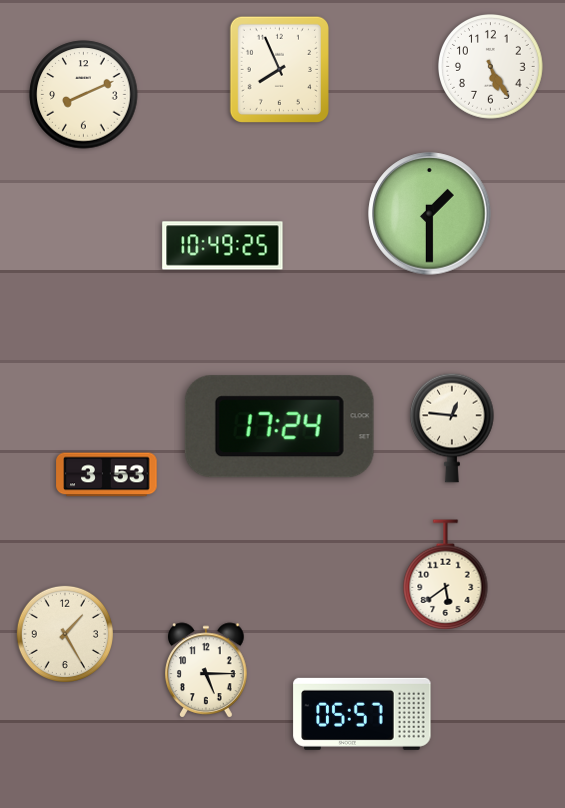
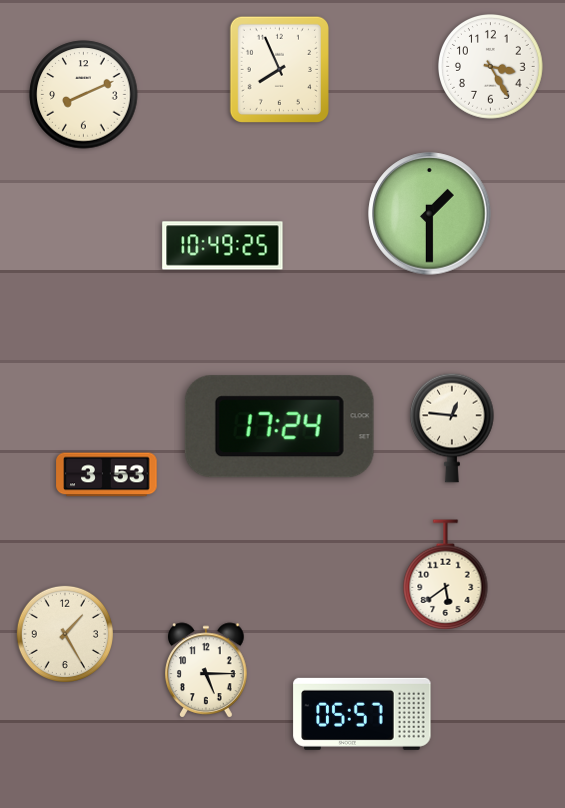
clock at (491, 67): 5:25 -> 3:25
